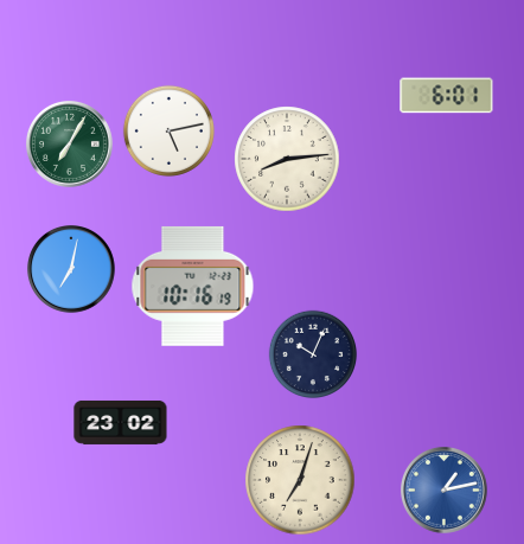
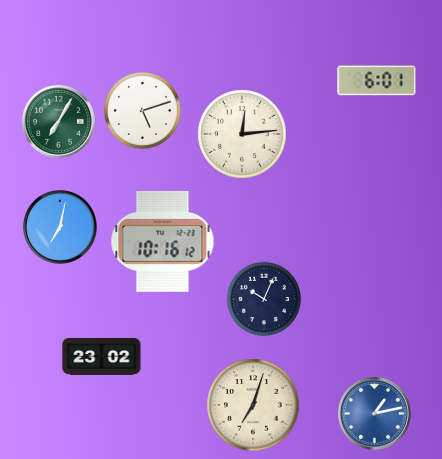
clock at (168, 130): 5:13 -> 5:12
clock at (287, 159): 8:14 -> 12:14
clock at (193, 286): 10:16:19 -> 10:16:12
